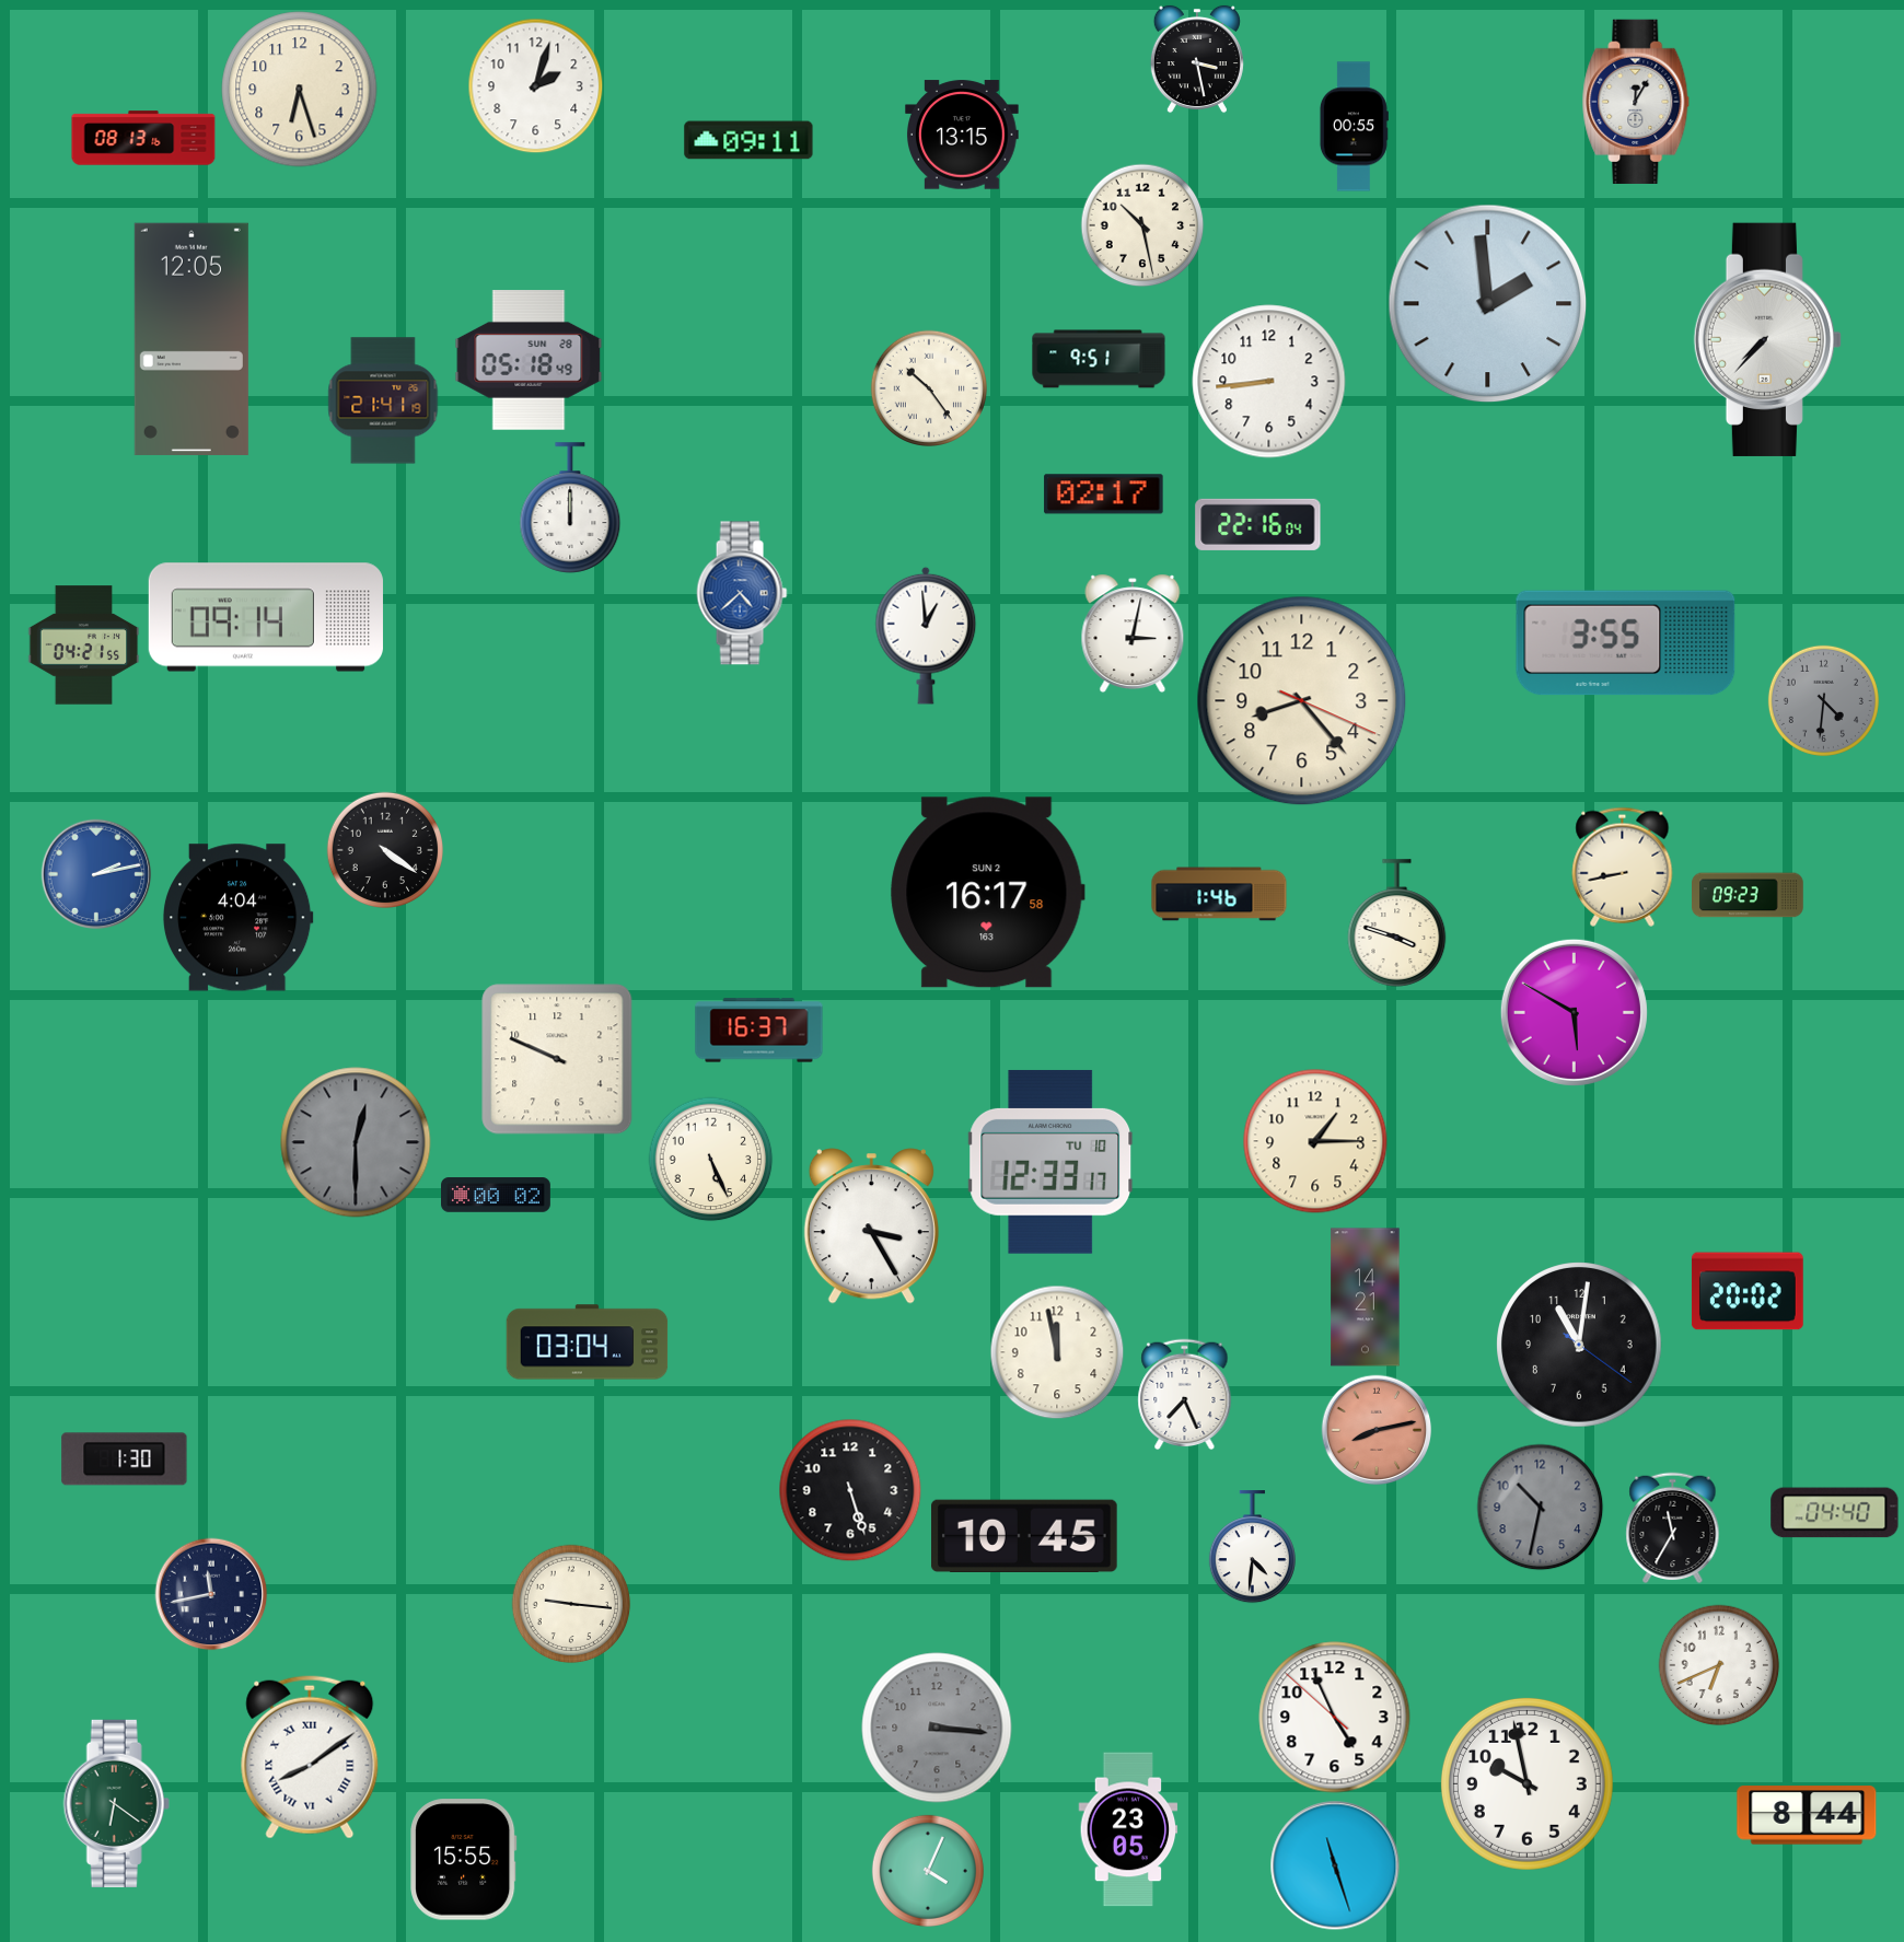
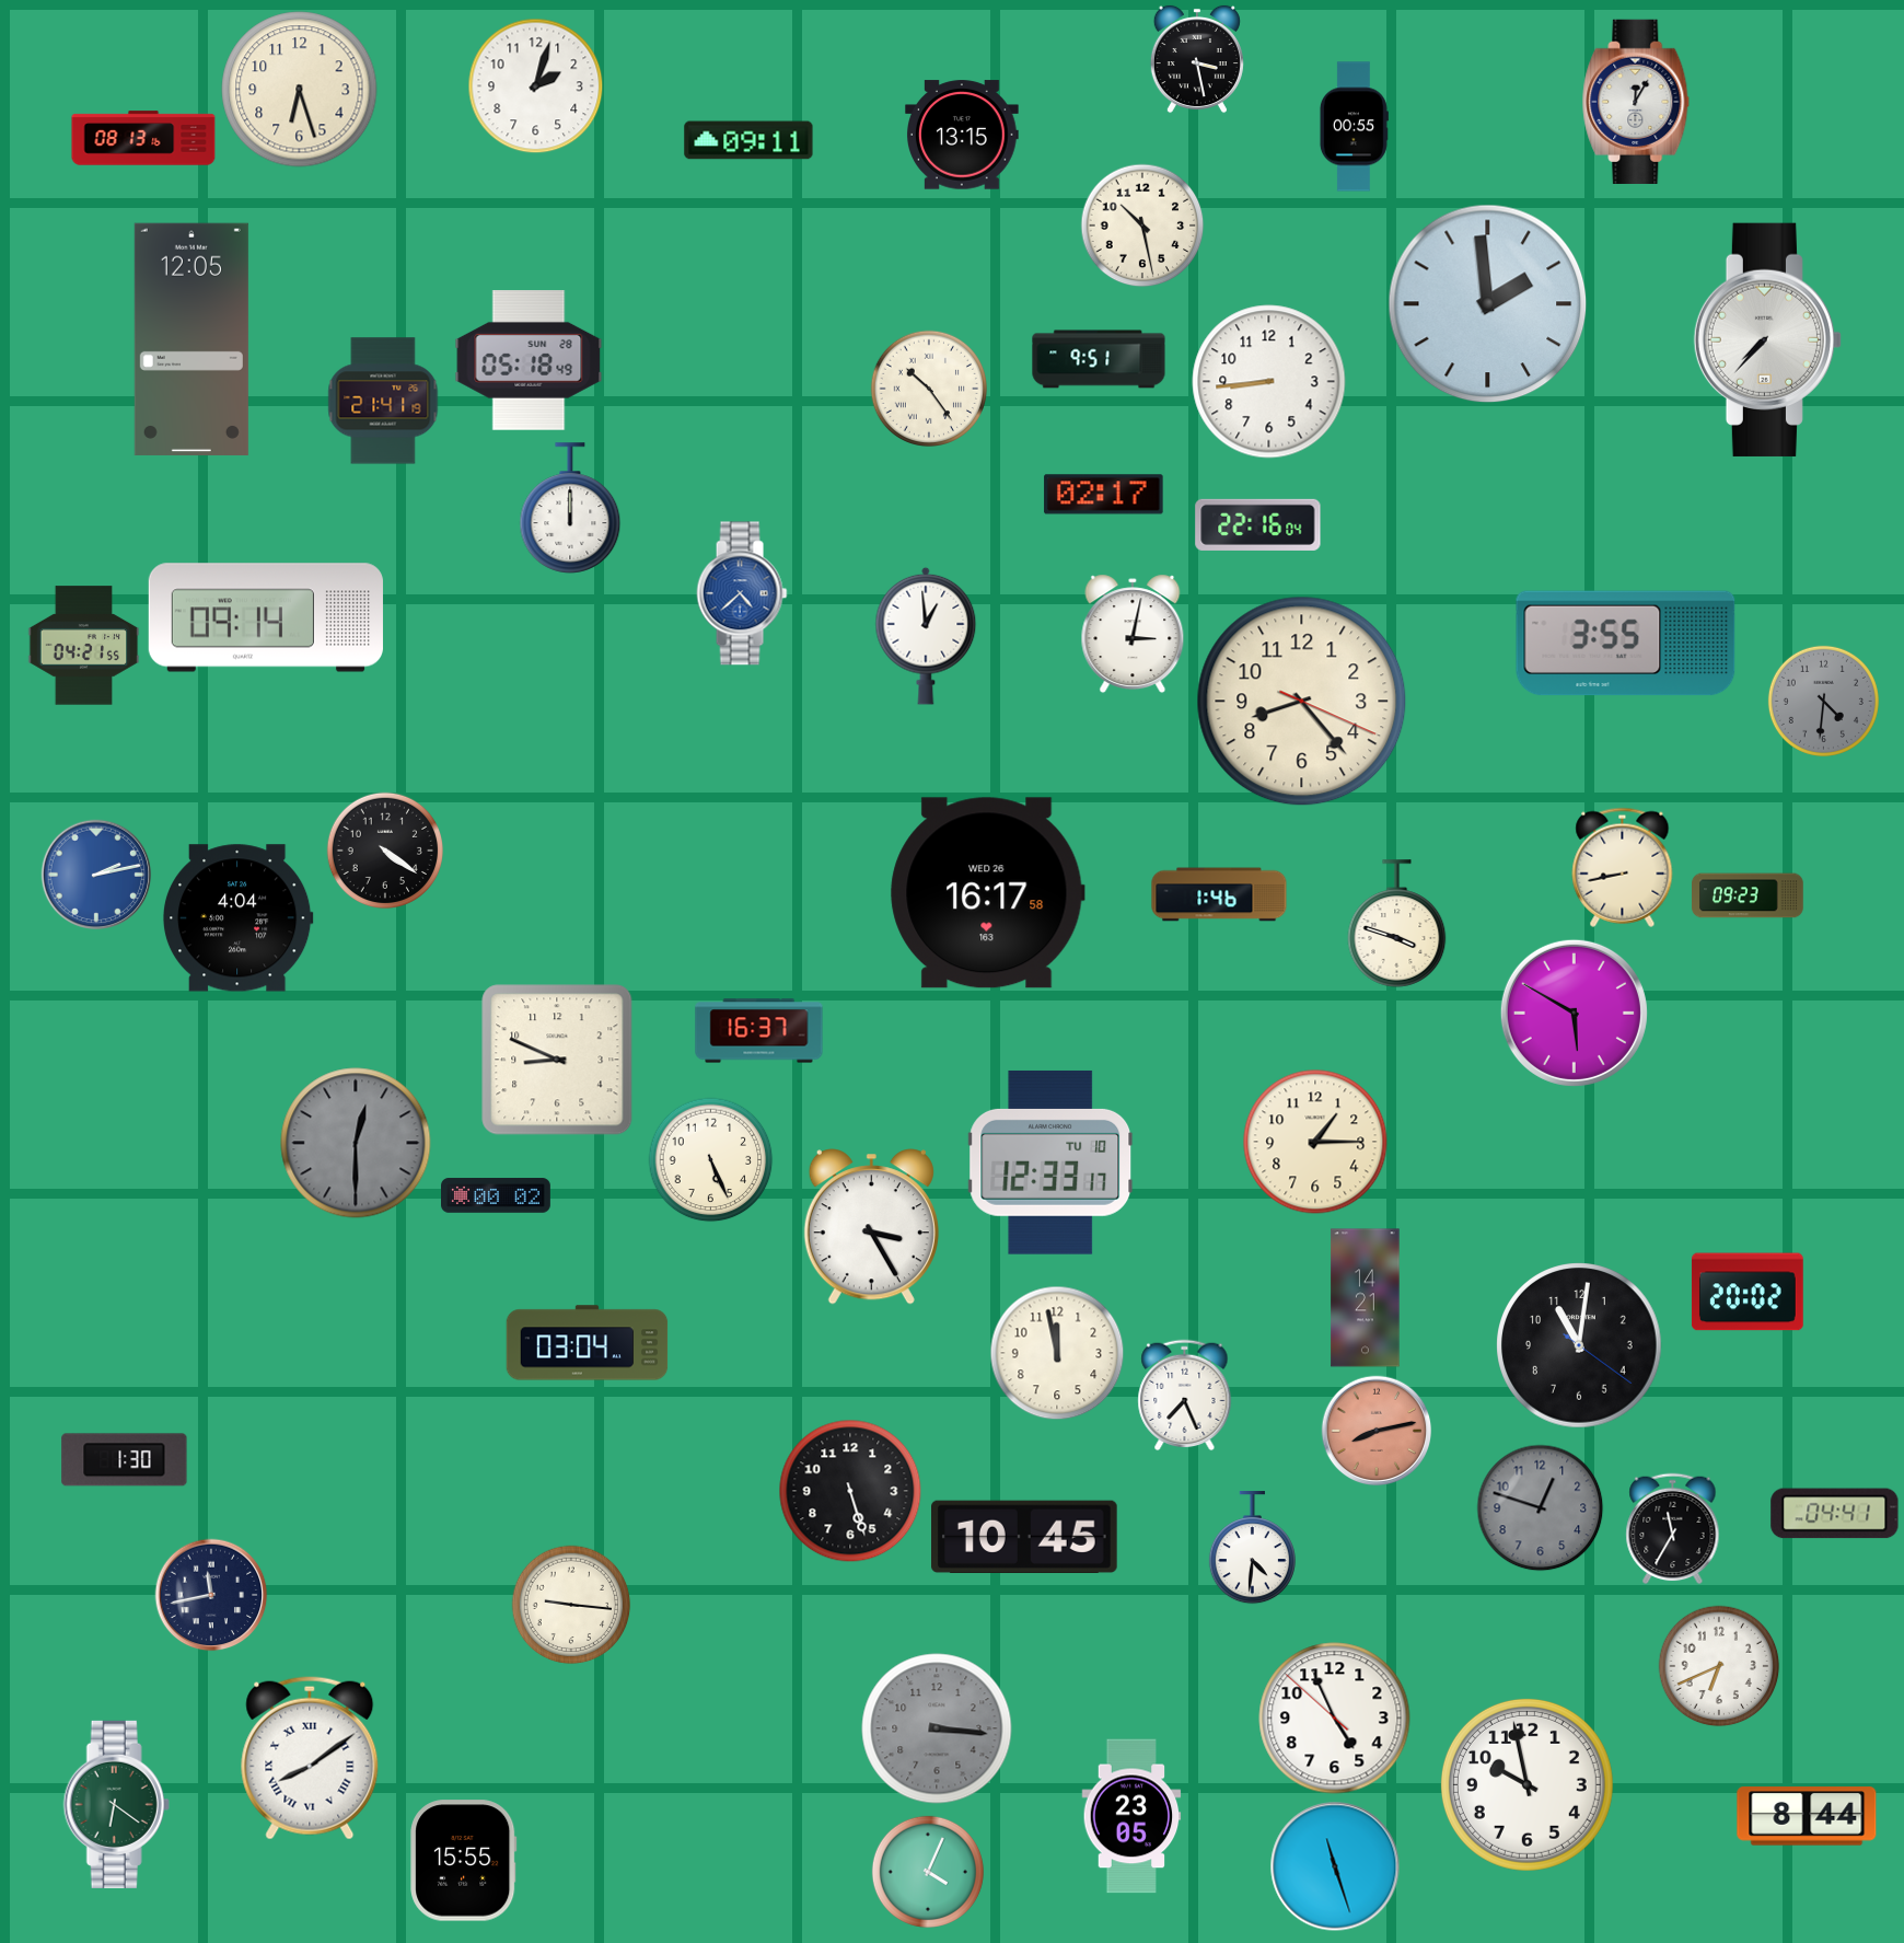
clock at (988, 893) date: SUN 2 -> WED 26
clock at (557, 1059): 9:49 -> 8:49
clock at (1540, 1507): 10:32 -> 12:48
clock at (1835, 1513): 04:40 -> 04:41
clock at (1128, 1829) position: (1128, 1829) -> (1131, 1816)
